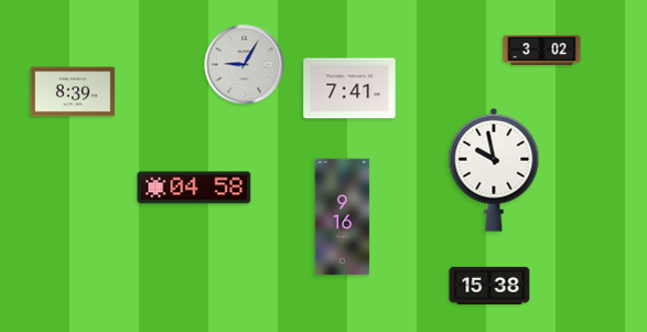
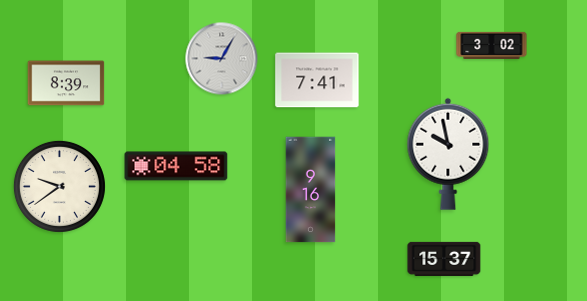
clock at (194, 188) position: (194, 188) -> (176, 166)
clock at (59, 186): none -> 9:39
clock at (343, 217) position: (343, 217) -> (311, 190)
clock at (489, 286): 15:38 -> 15:37
